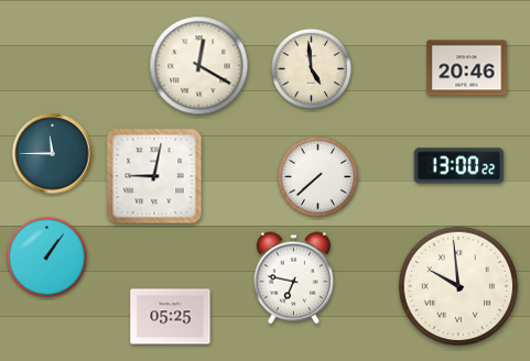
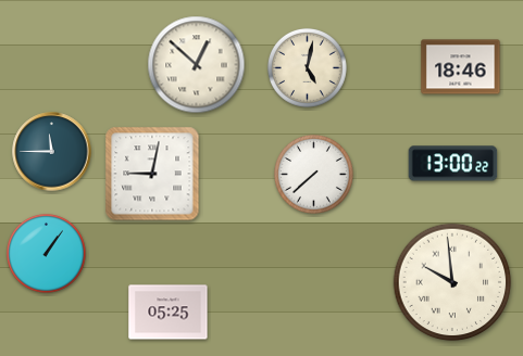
clock at (199, 66): 12:20 -> 12:52
clock at (311, 68): 4:59 -> 5:02
clock at (467, 68): 20:46 -> 18:46
clock at (293, 278): 6:47 -> none
